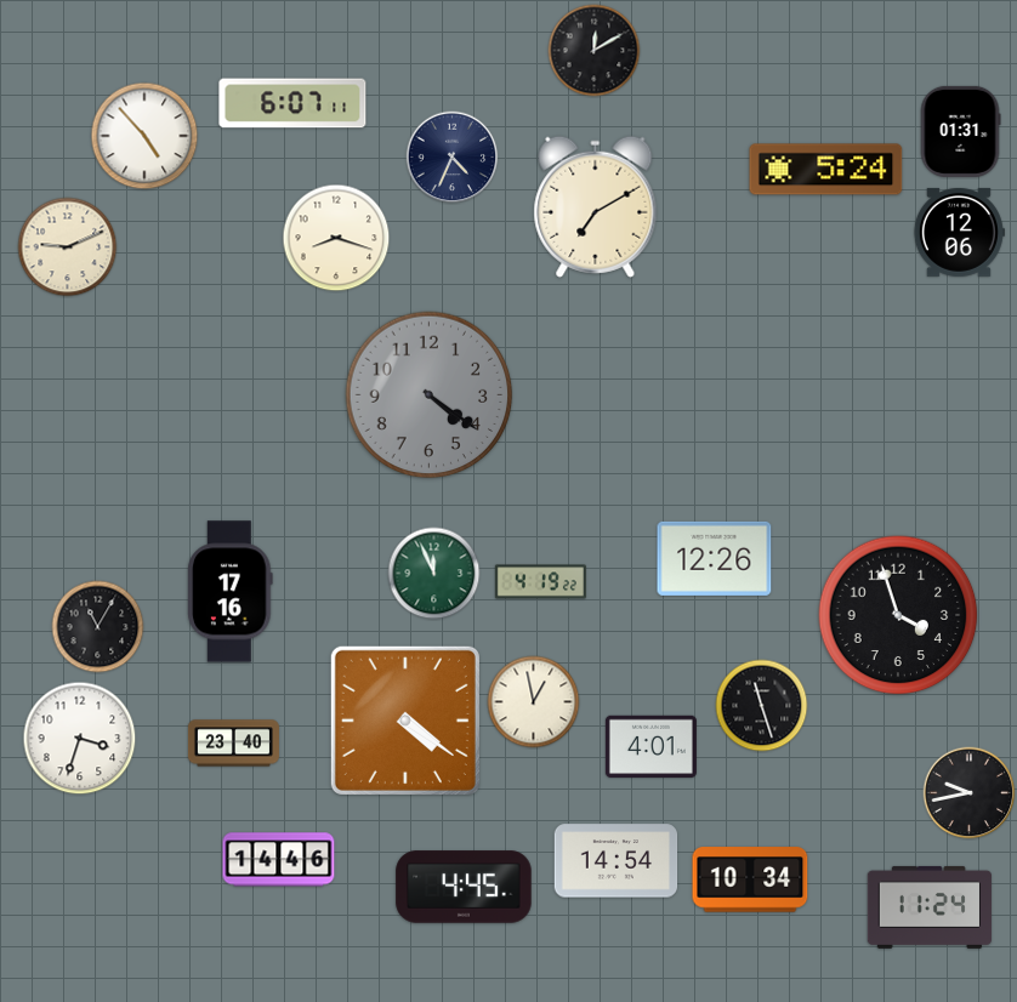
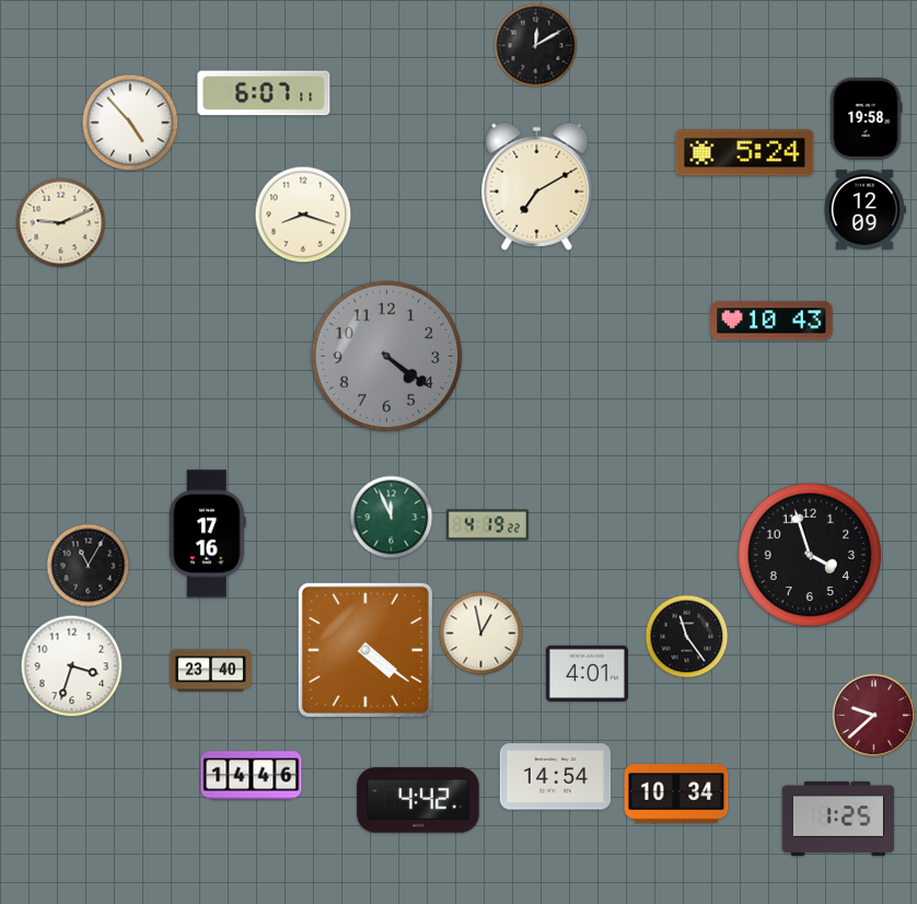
clock at (960, 131): 01:31 -> 19:58
clock at (453, 158): 4:34 -> none
clock at (959, 232): 12:06 -> 12:09
clock at (771, 321): none -> 10:43
clock at (715, 558): 12:26 -> none
clock at (762, 706): 11:27 -> 11:24
clock at (970, 793): 9:43 -> 9:38
clock at (970, 793) dial: black -> burgundy
clock at (464, 887): 4:45 -> 4:42
clock at (928, 907): 11:24 -> 1:25
